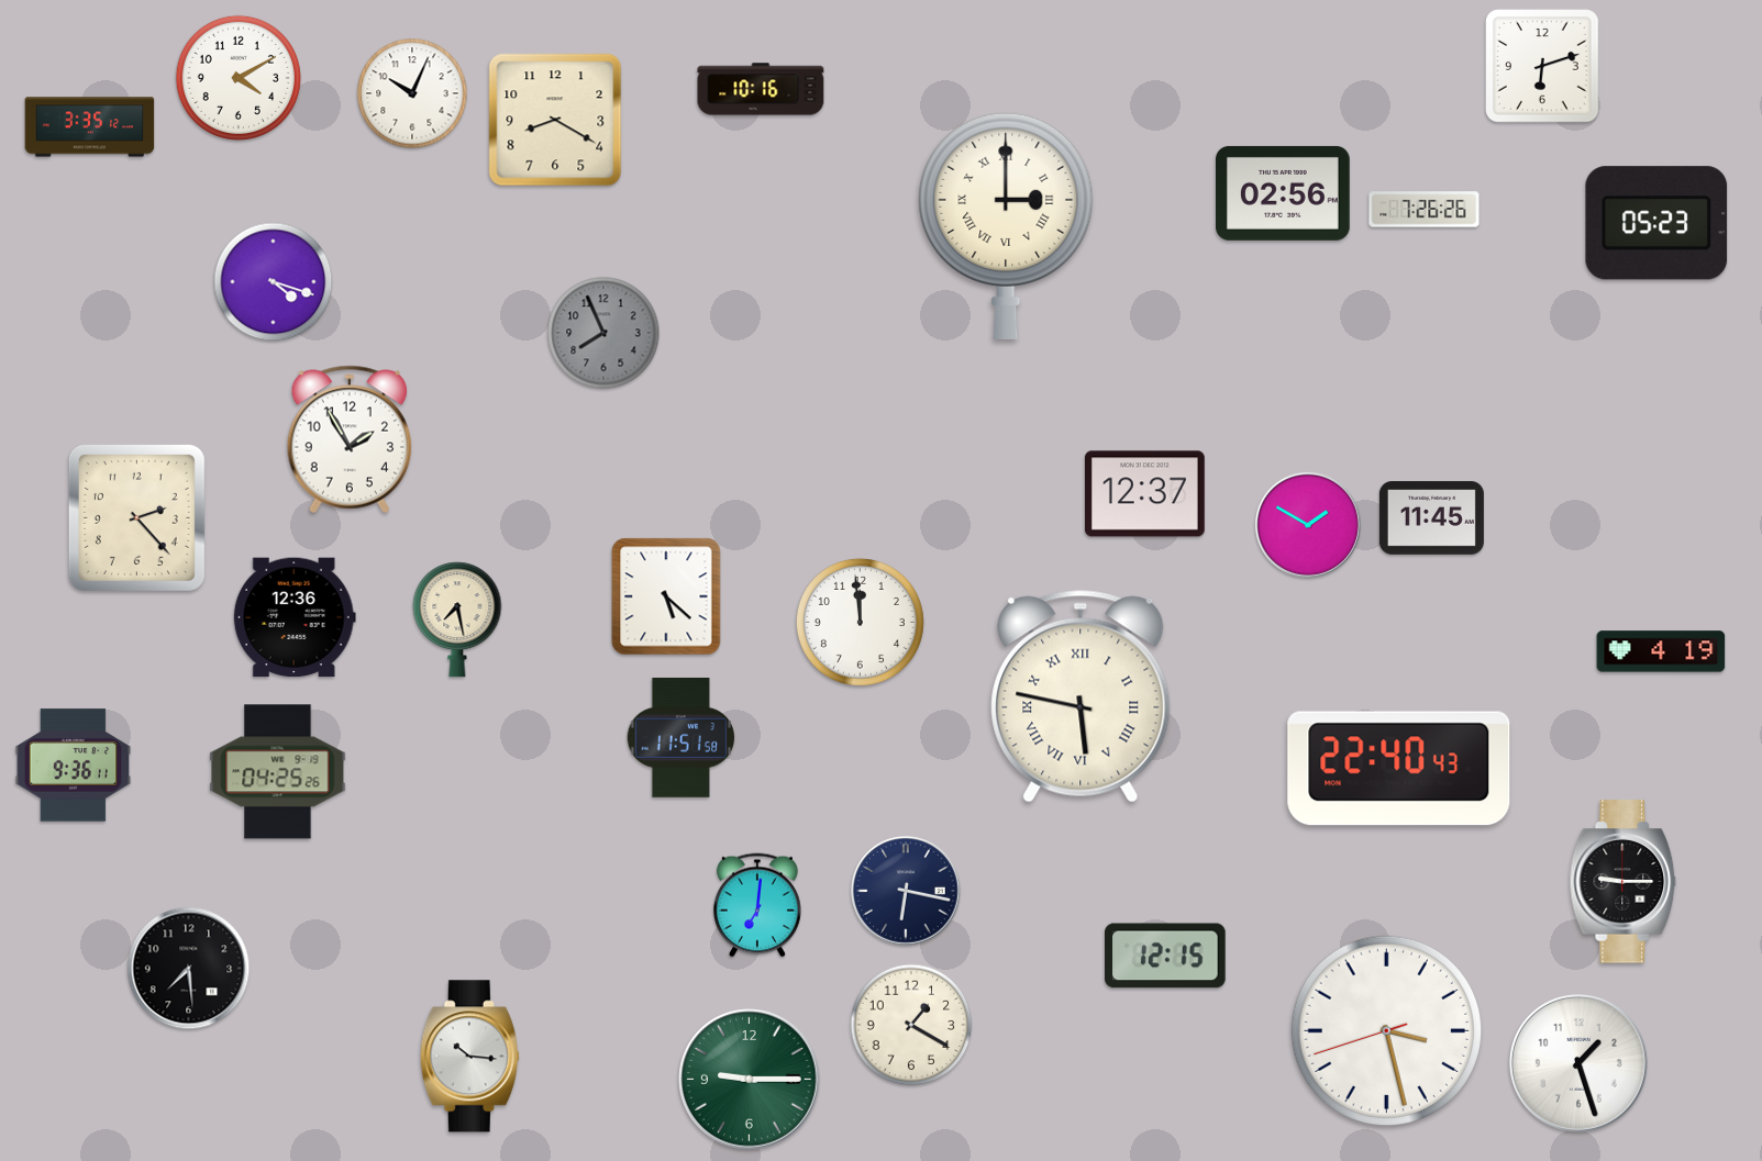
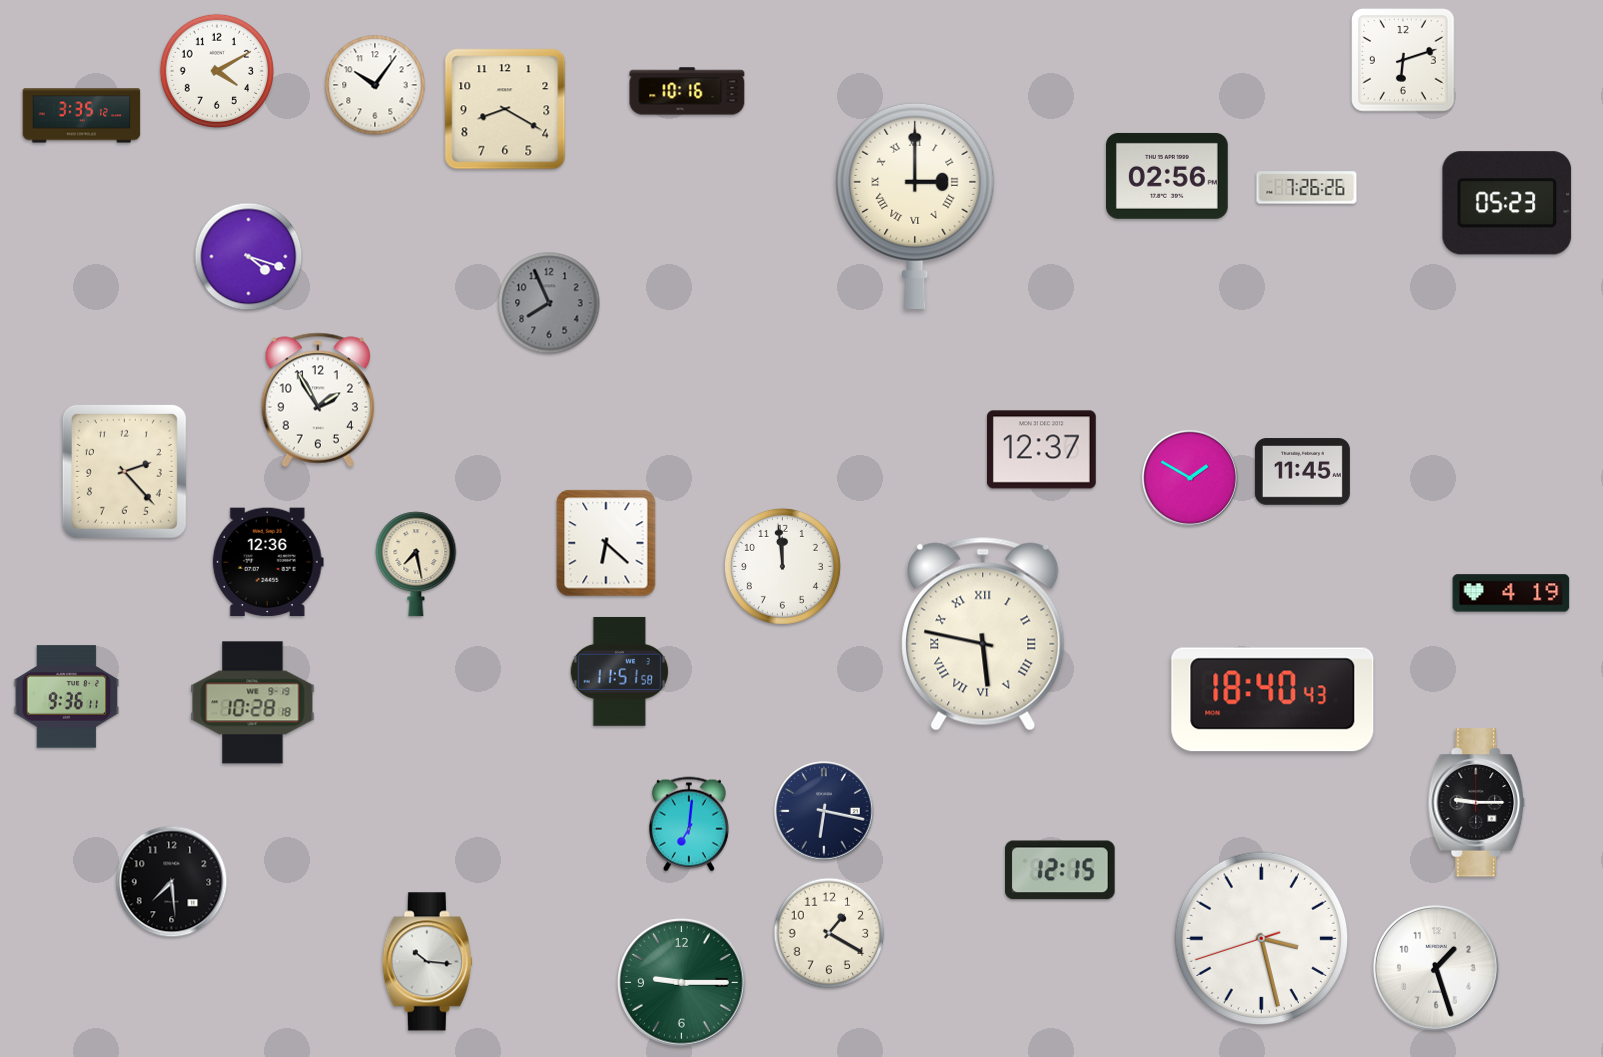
clock at (761, 89) position: (761, 89) -> (687, 91)
clock at (412, 93): 10:04 -> 10:06
clock at (1425, 210) position: (1425, 210) -> (1307, 188)
clock at (666, 596): 5:22 -> 6:22
clock at (1399, 769): 22:40 -> 18:40
clock at (278, 772): 04:25 -> 10:28
